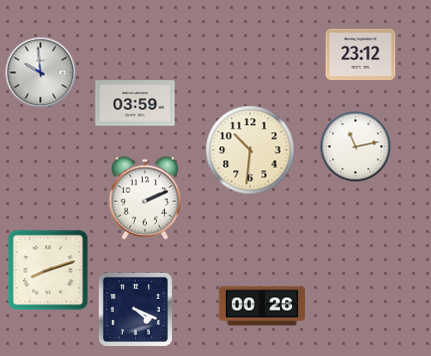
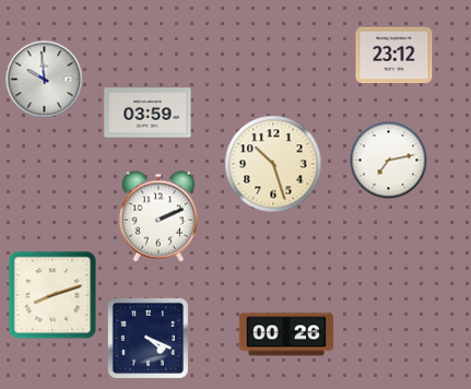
clock at (361, 55) position: (361, 55) -> (395, 56)
clock at (356, 147): 11:13 -> 7:13
clock at (250, 150): 10:31 -> 10:27
